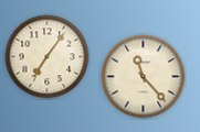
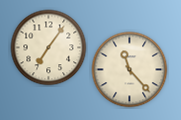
clock at (48, 57) position: (48, 57) -> (49, 48)
